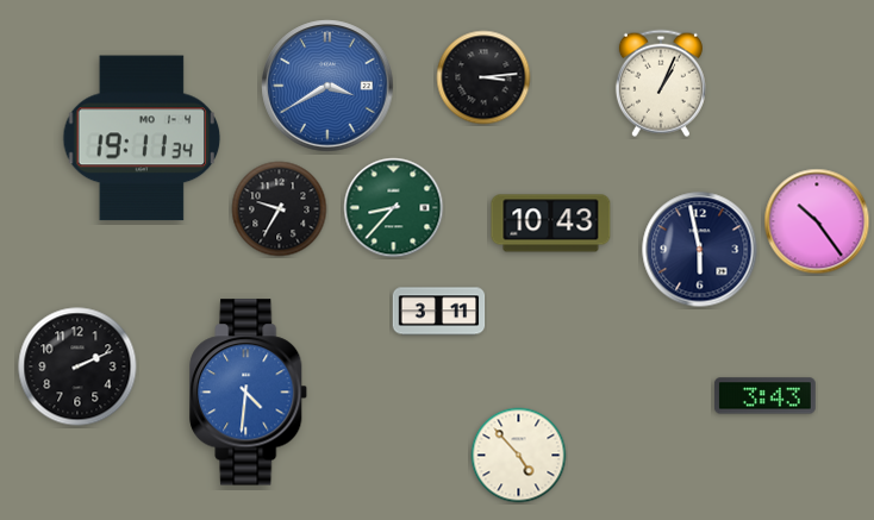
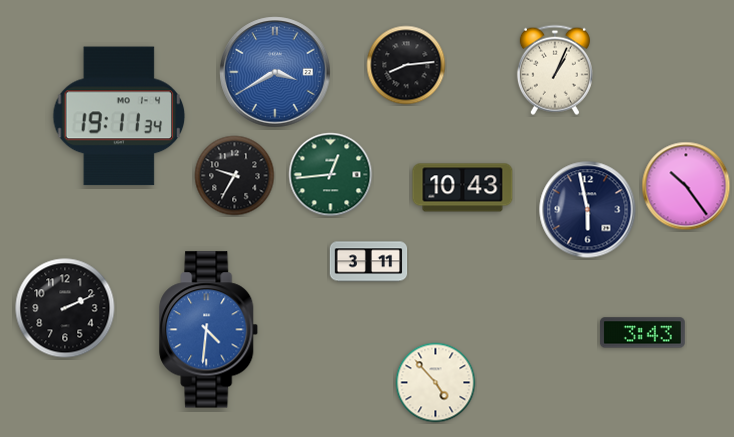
clock at (483, 77): 3:14 -> 8:14
clock at (394, 208): 8:37 -> 12:44
